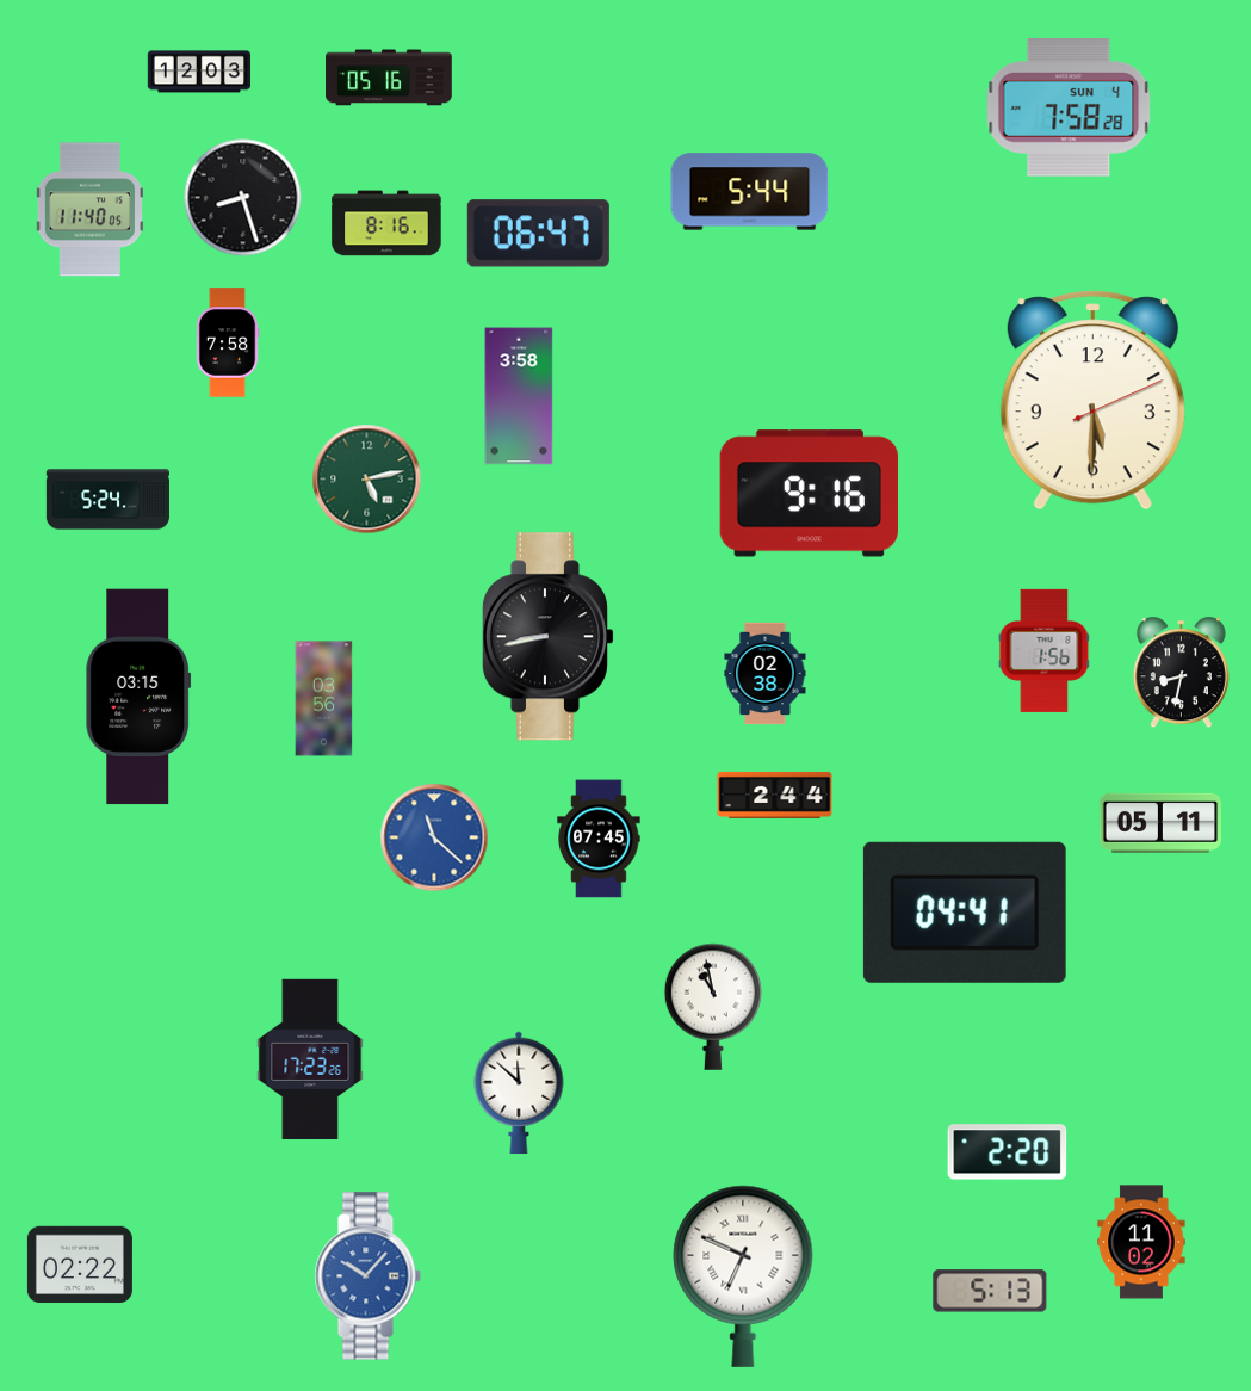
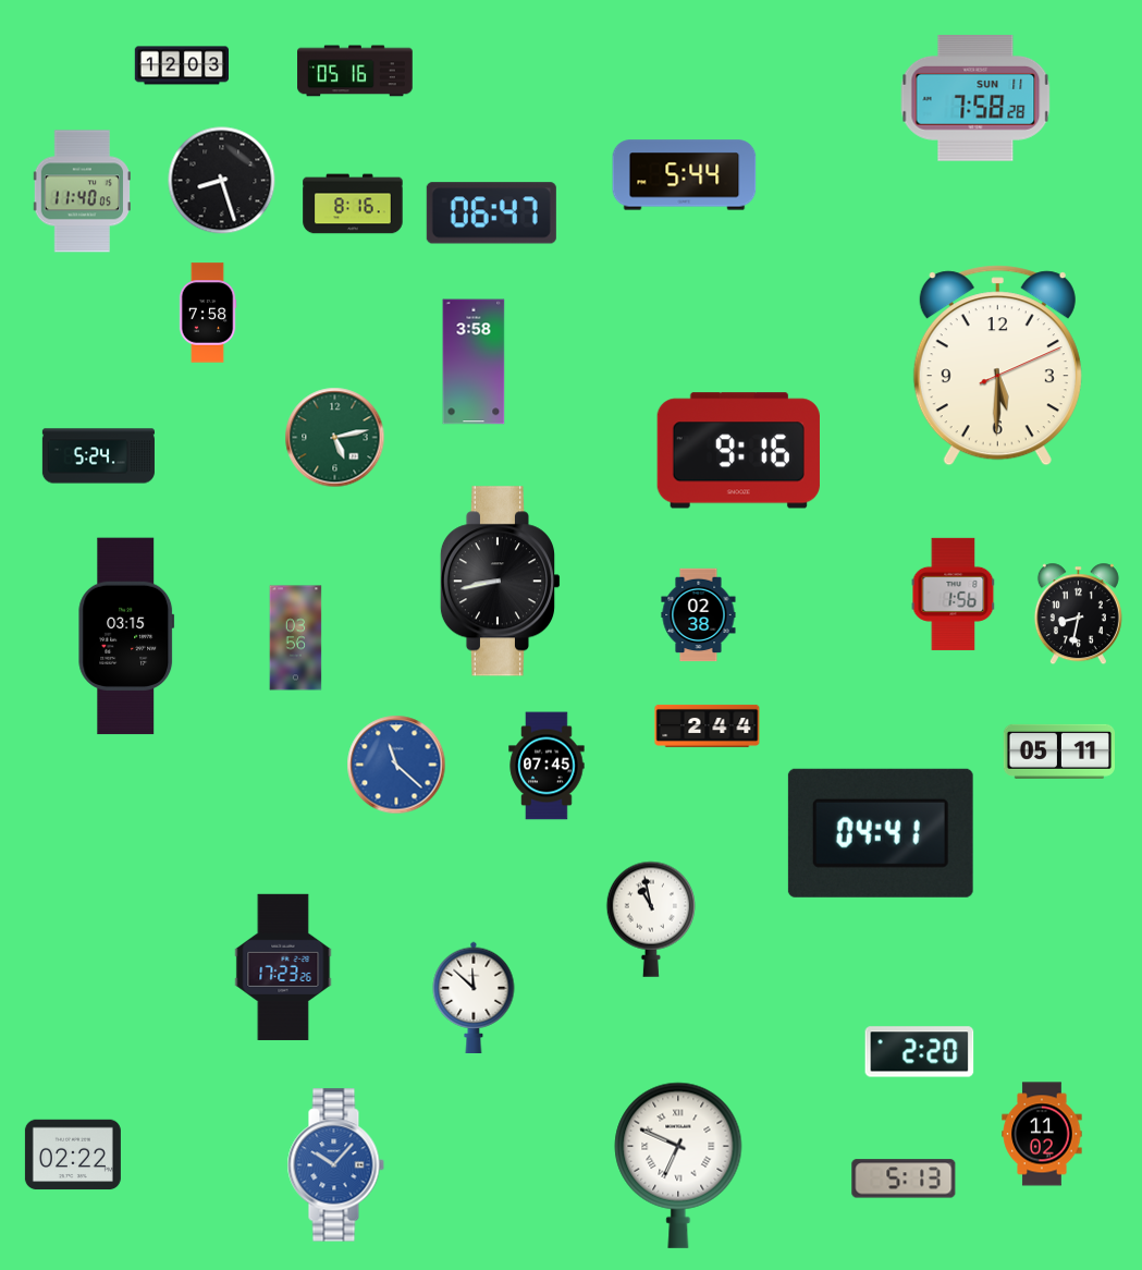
clock at (1069, 109) date: SUN 4 -> SUN 11
